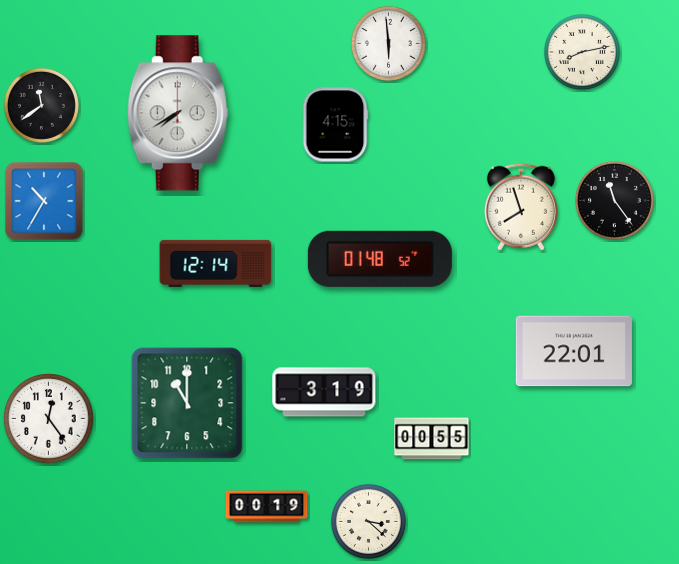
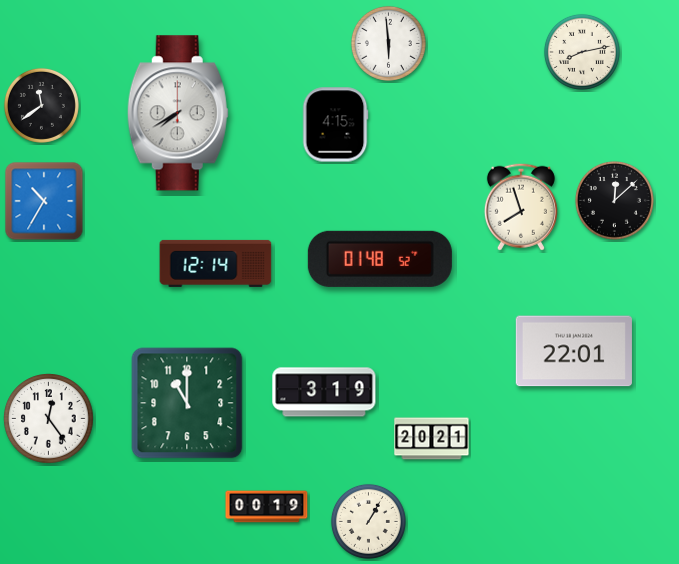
clock at (614, 200): 11:24 -> 12:08
clock at (432, 439): 00:55 -> 20:21
clock at (368, 521): 3:22 -> 1:05
